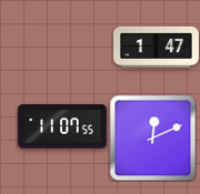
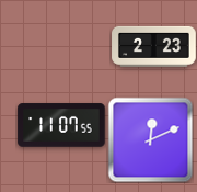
clock at (157, 47): 1:47 -> 2:23
clock at (152, 137) position: (152, 137) -> (150, 139)
